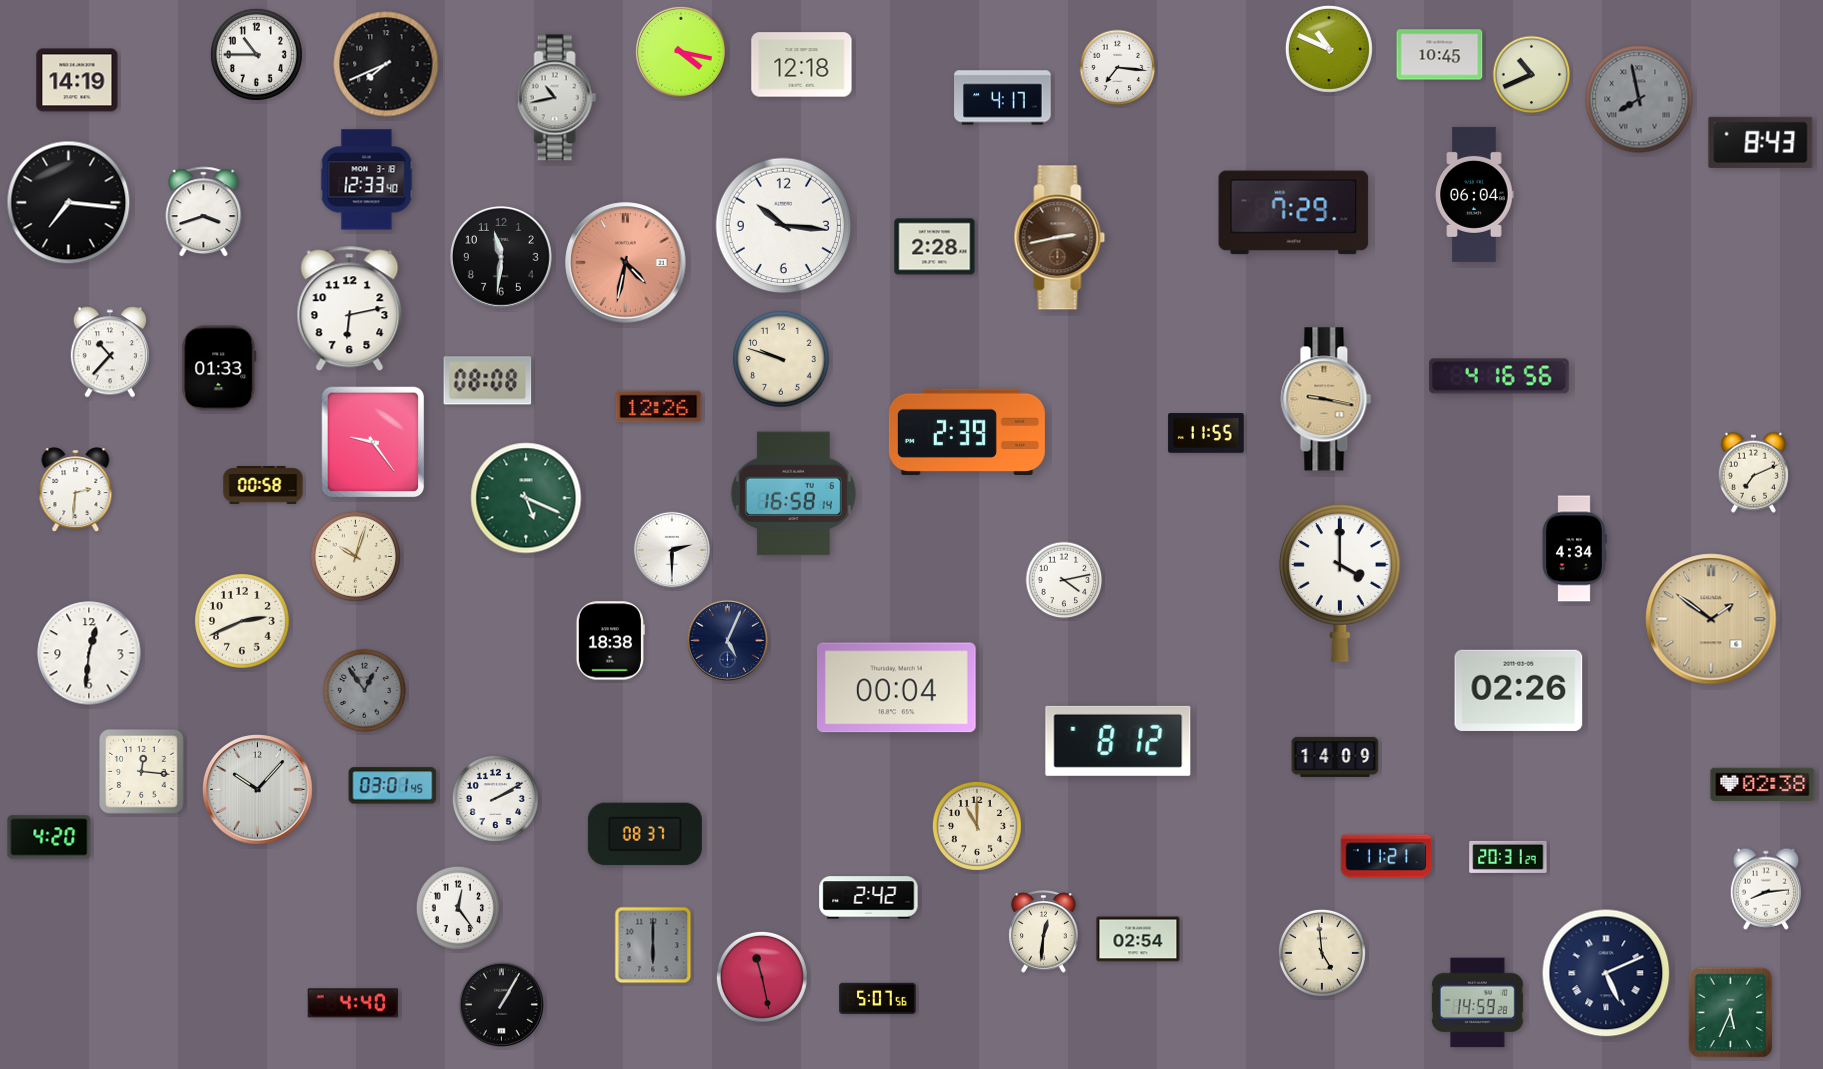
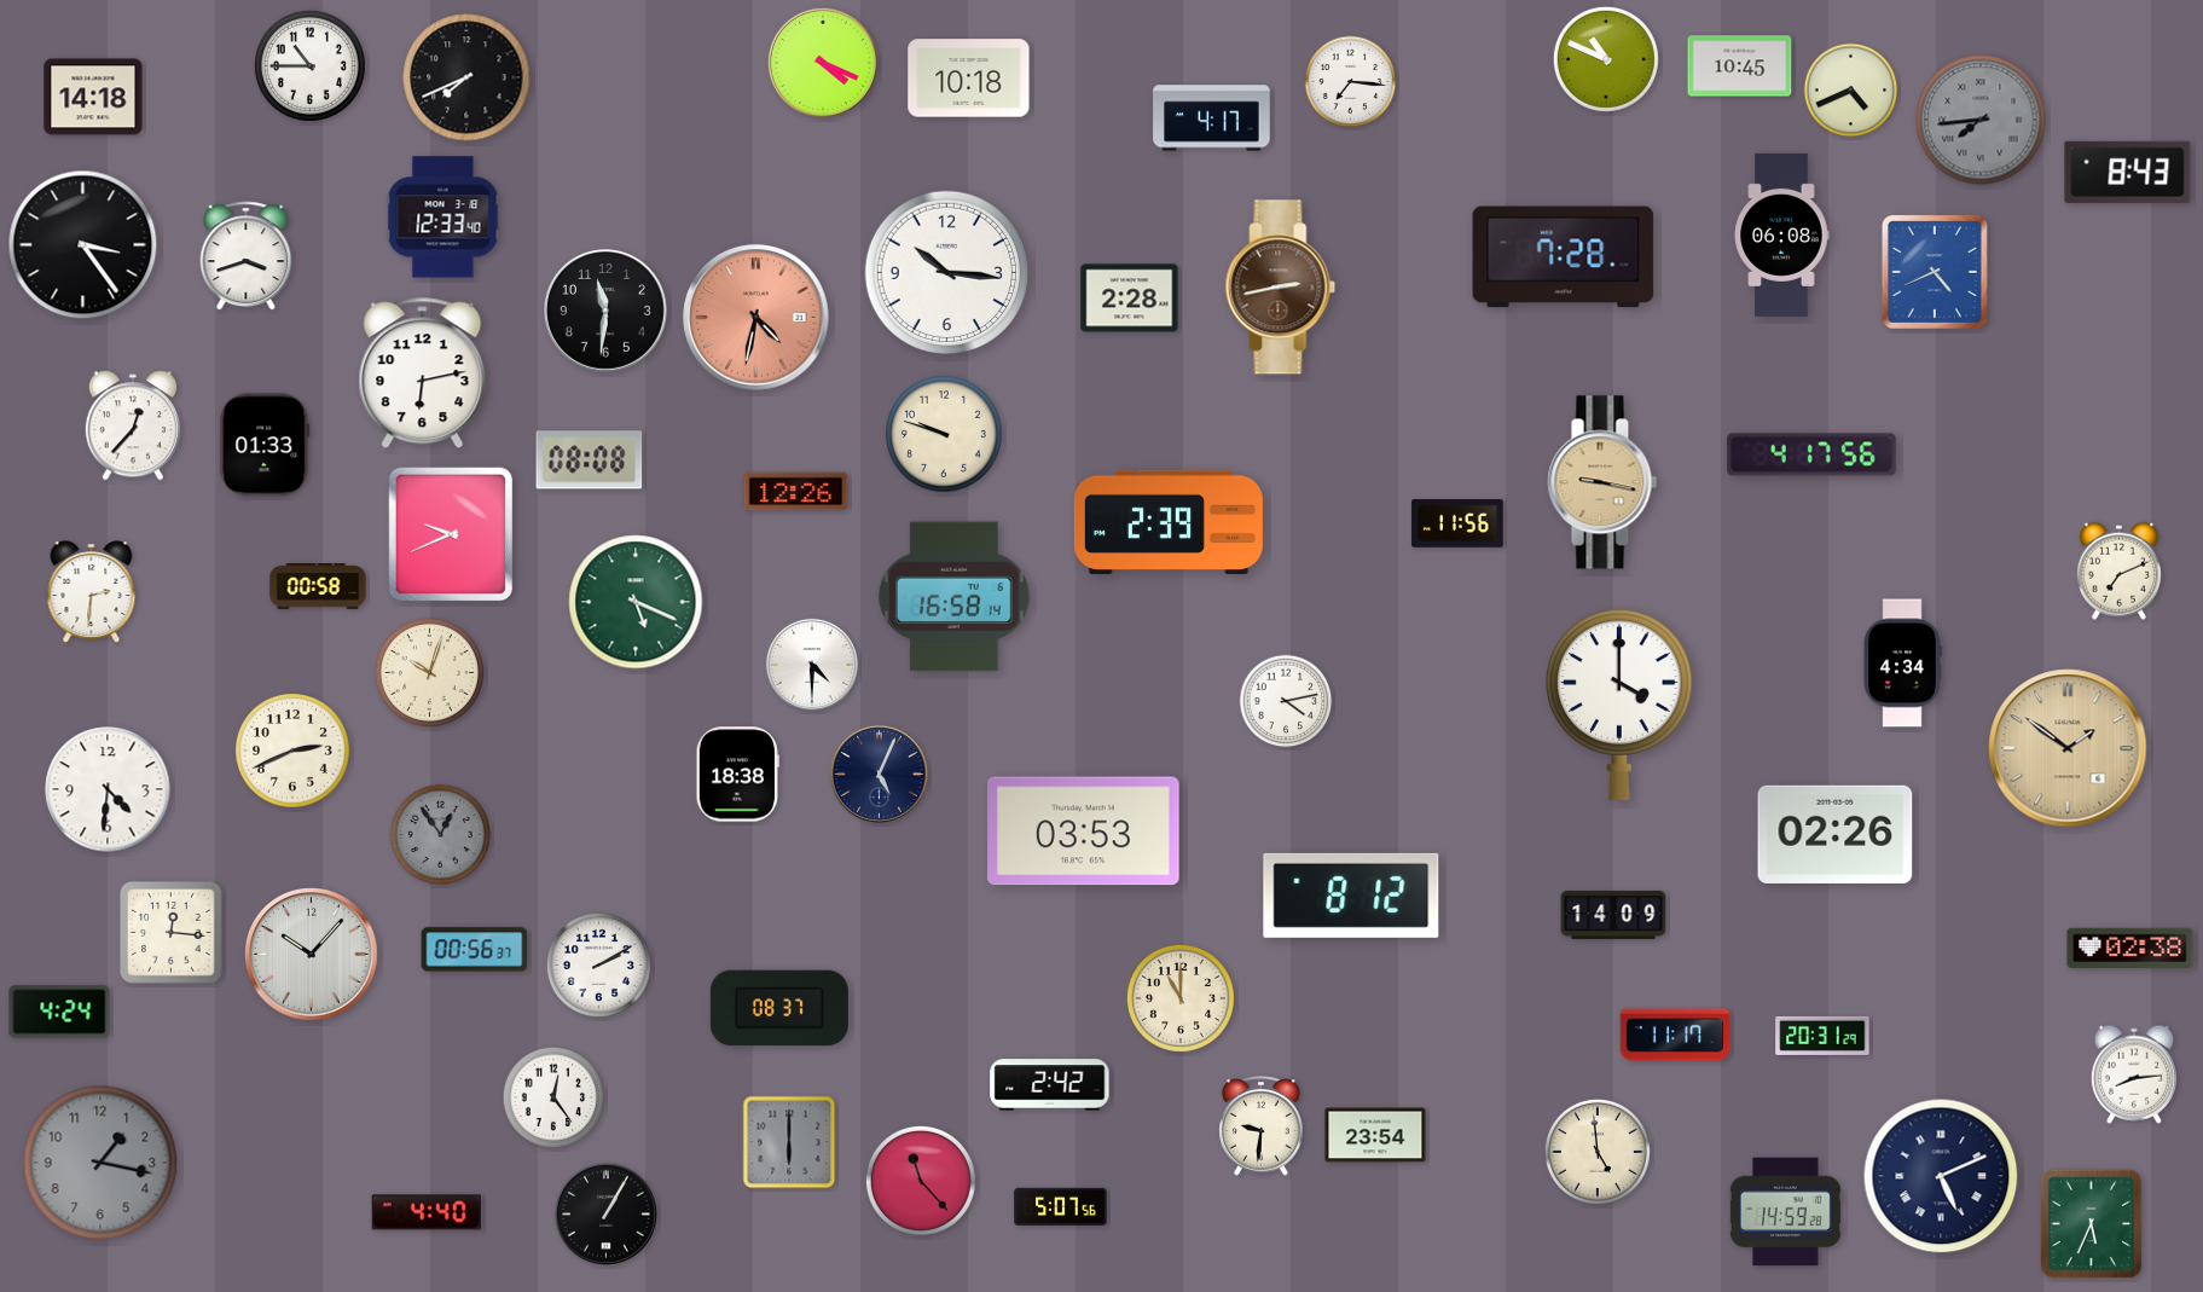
clock at (681, 52): 4:17 -> 4:19
clock at (802, 65): 12:18 -> 10:18
clock at (1532, 75): 10:41 -> 4:41
clock at (77, 80): 14:19 -> 14:18
clock at (557, 98): 10:43 -> none
clock at (1639, 99): 7:58 -> 7:44
clock at (1474, 194): 06:04 -> 06:08
clock at (69, 203): 7:16 -> 3:24
clock at (1294, 213): 7:29 -> 7:28
clock at (1935, 272): none -> 4:41
clock at (110, 352): 10:37 -> 12:37
clock at (1499, 376): 4:16 -> 4:17
clock at (1206, 433): 11:55 -> 11:56
clock at (373, 442): 9:24 -> 9:41
clock at (793, 494) position: (793, 494) -> (953, 597)
clock at (672, 550): 2:30 -> 4:30
clock at (89, 653): 12:31 -> 4:31
clock at (897, 688): 00:04 -> 03:53
clock at (393, 786): 03:01 -> 00:56
clock at (49, 837): 4:20 -> 4:24
clock at (1386, 856): 11:21 -> 11:17
clock at (1044, 932): 12:31 -> 9:31
clock at (1138, 939): 02:54 -> 23:54
clock at (100, 1163): none -> 1:17
clock at (762, 977): 11:28 -> 11:23
